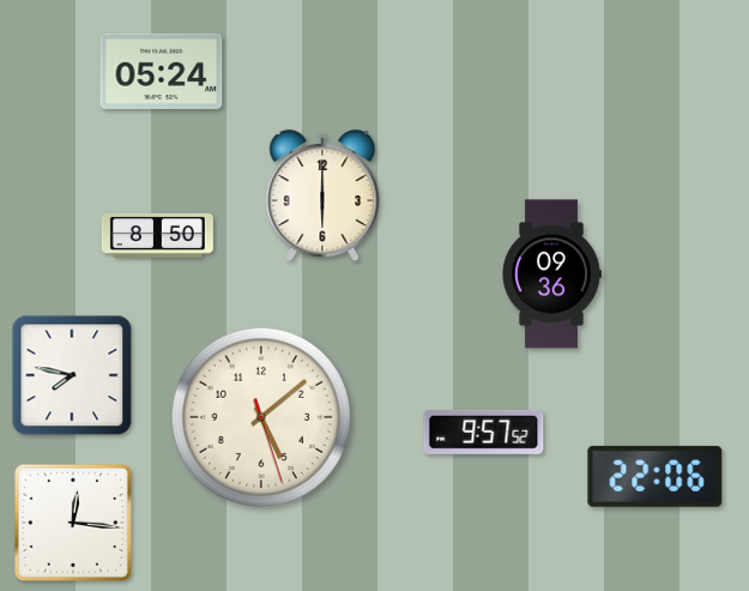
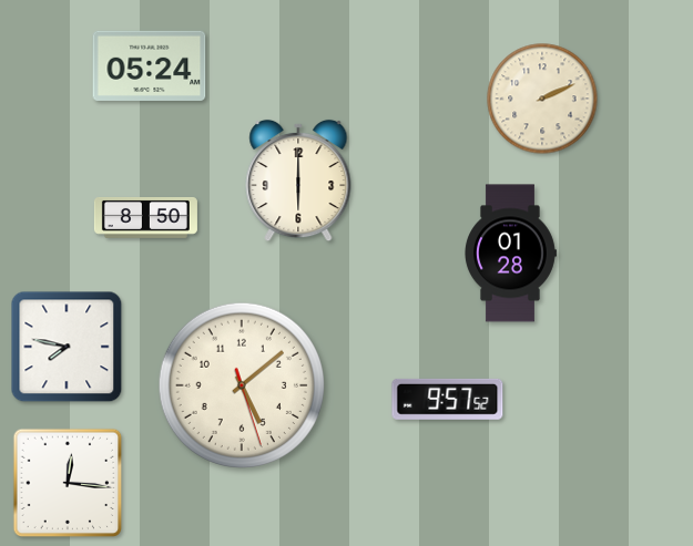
clock at (542, 99): none -> 2:11
clock at (552, 275): 09:36 -> 01:28
clock at (656, 476): 22:06 -> none
